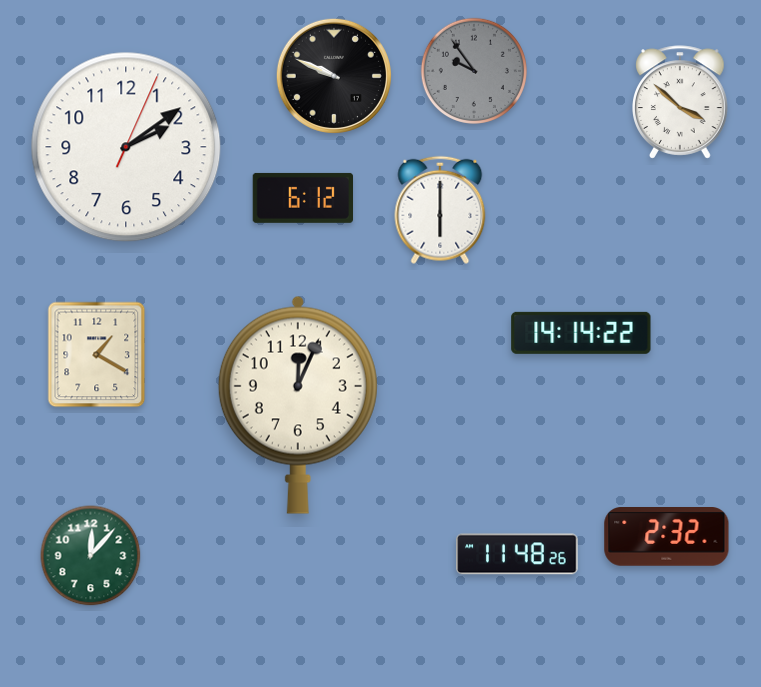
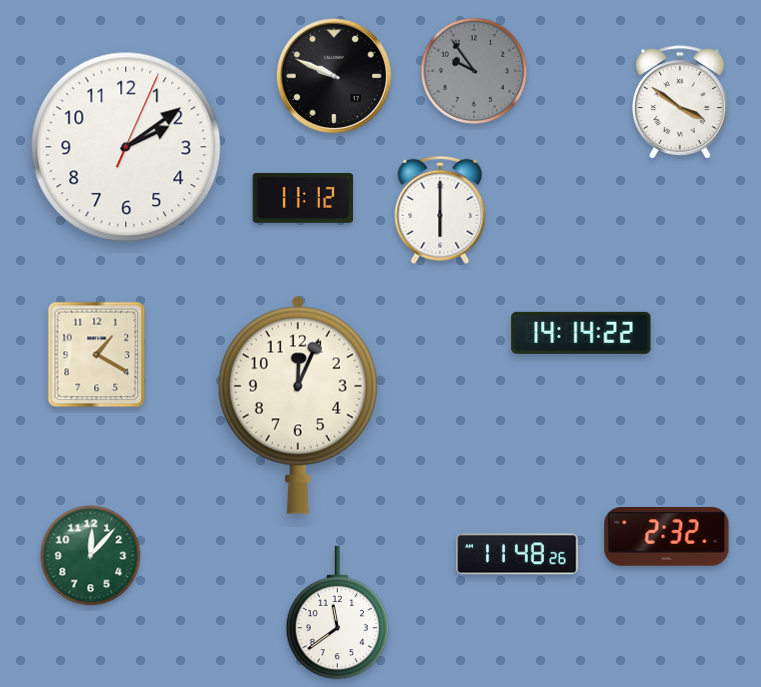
clock at (681, 102): 3:52 -> 3:51
clock at (302, 198): 6:12 -> 11:12
clock at (337, 613): none -> 11:39
